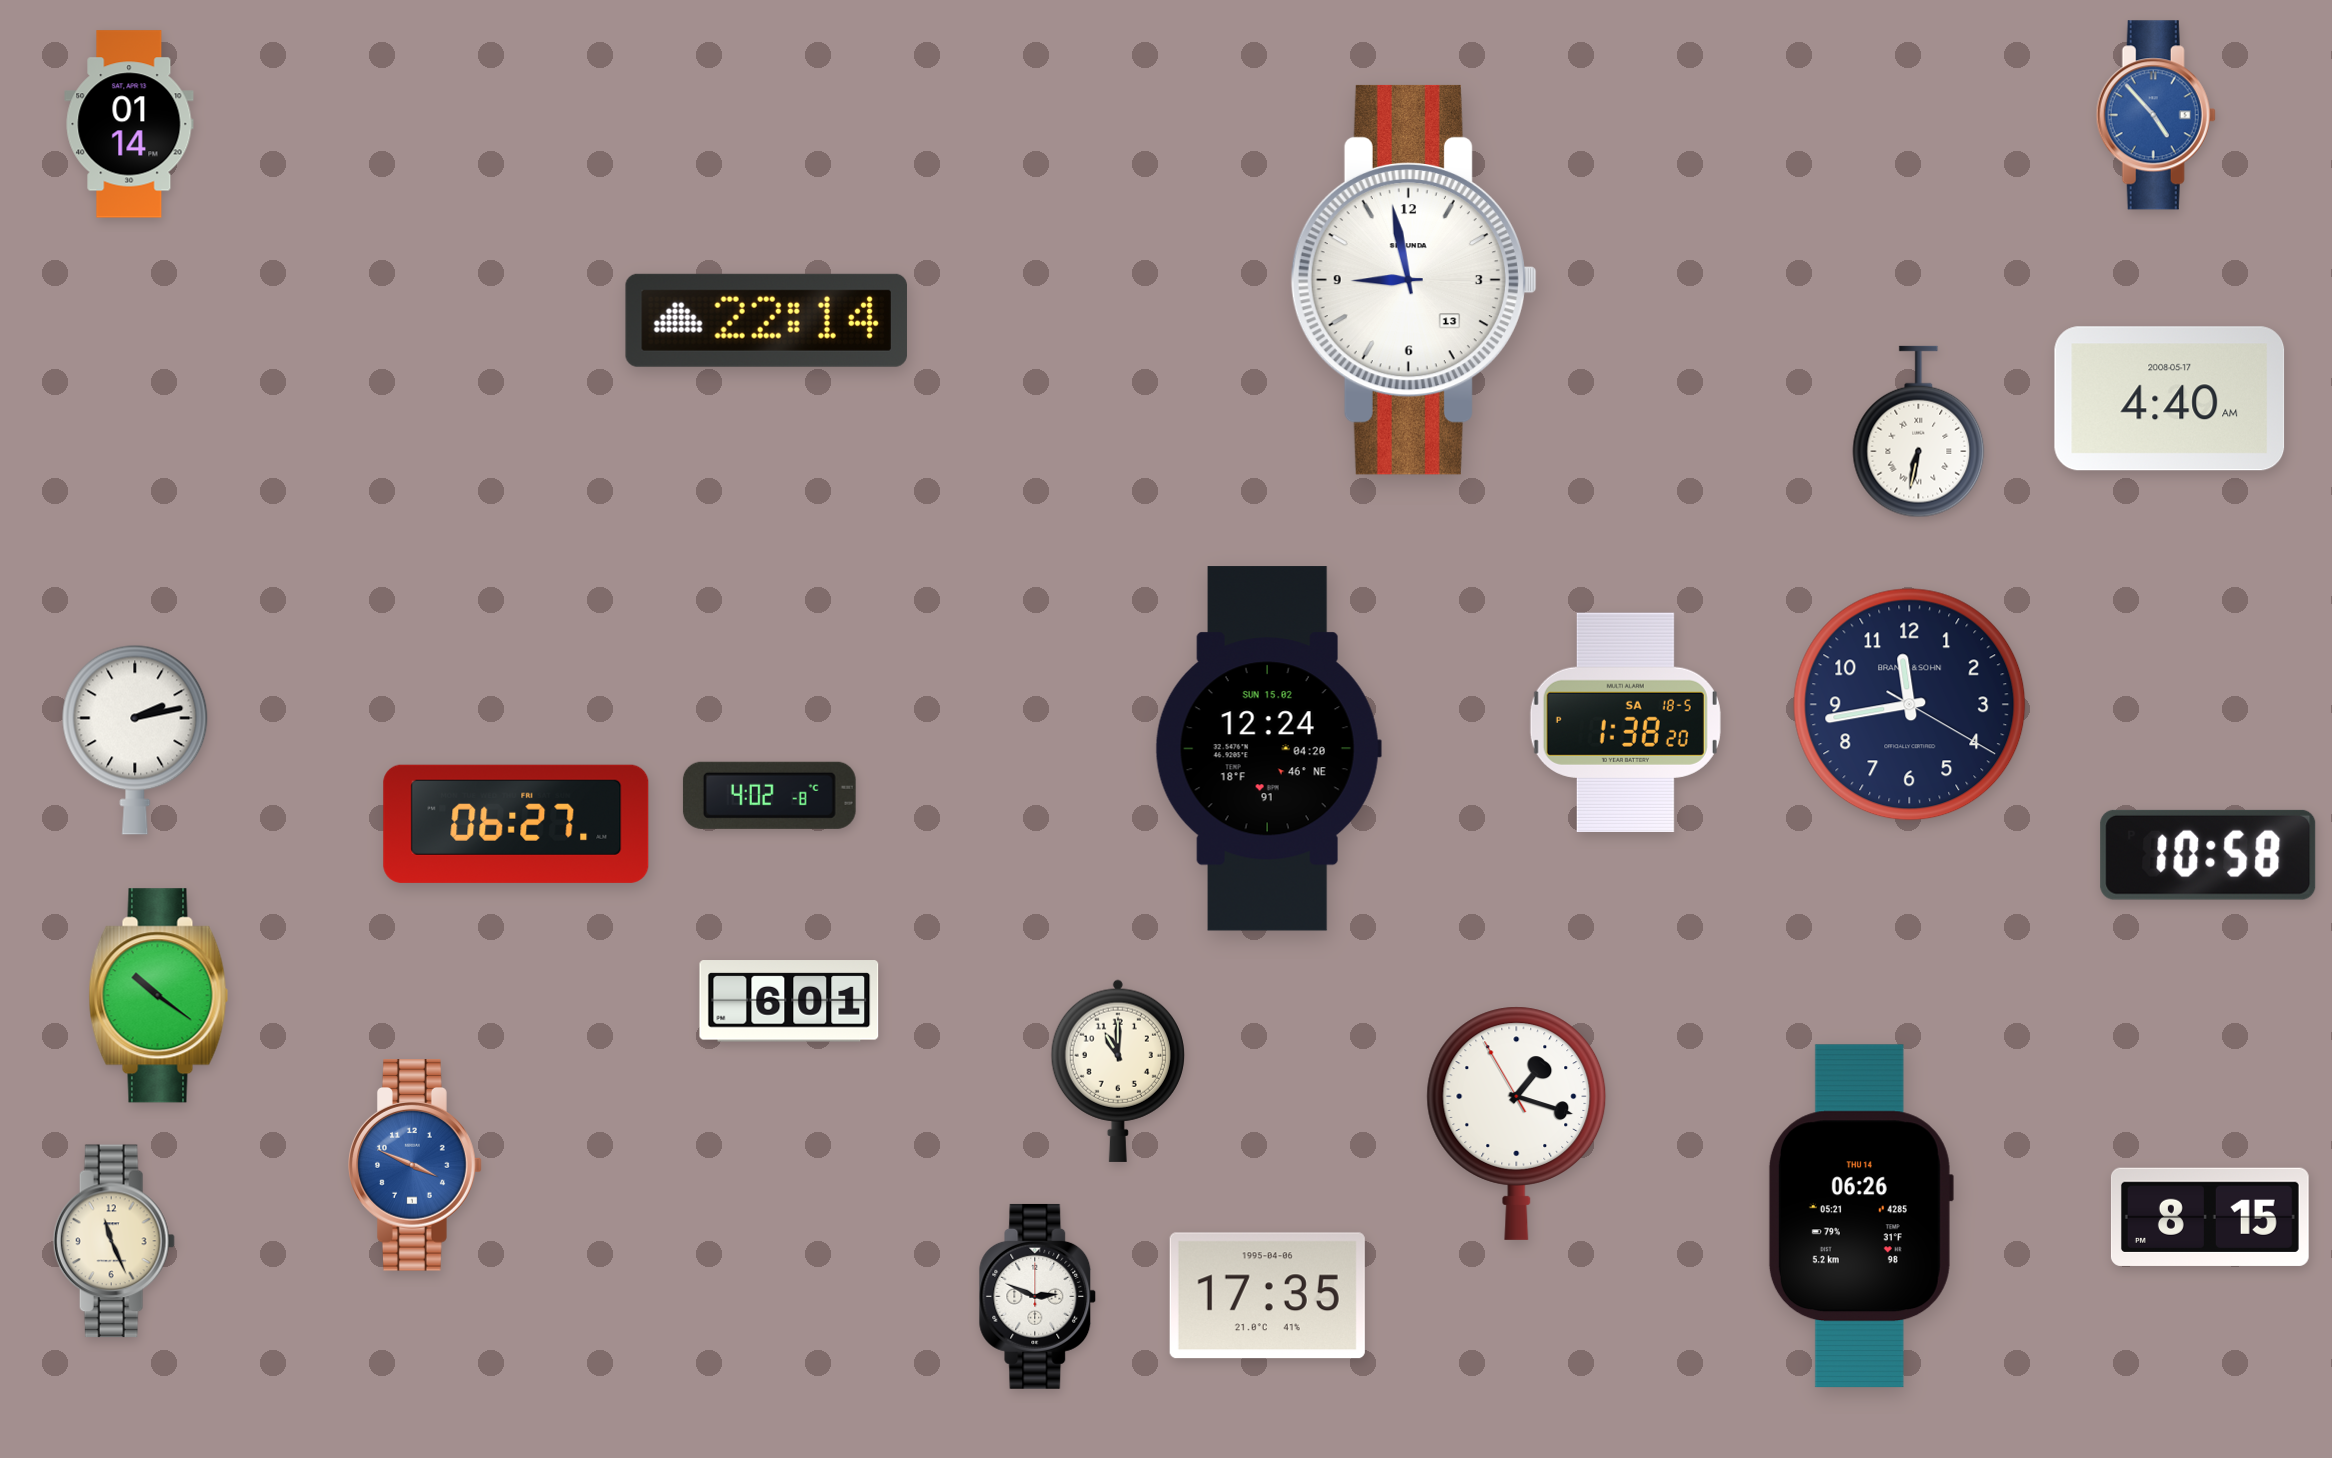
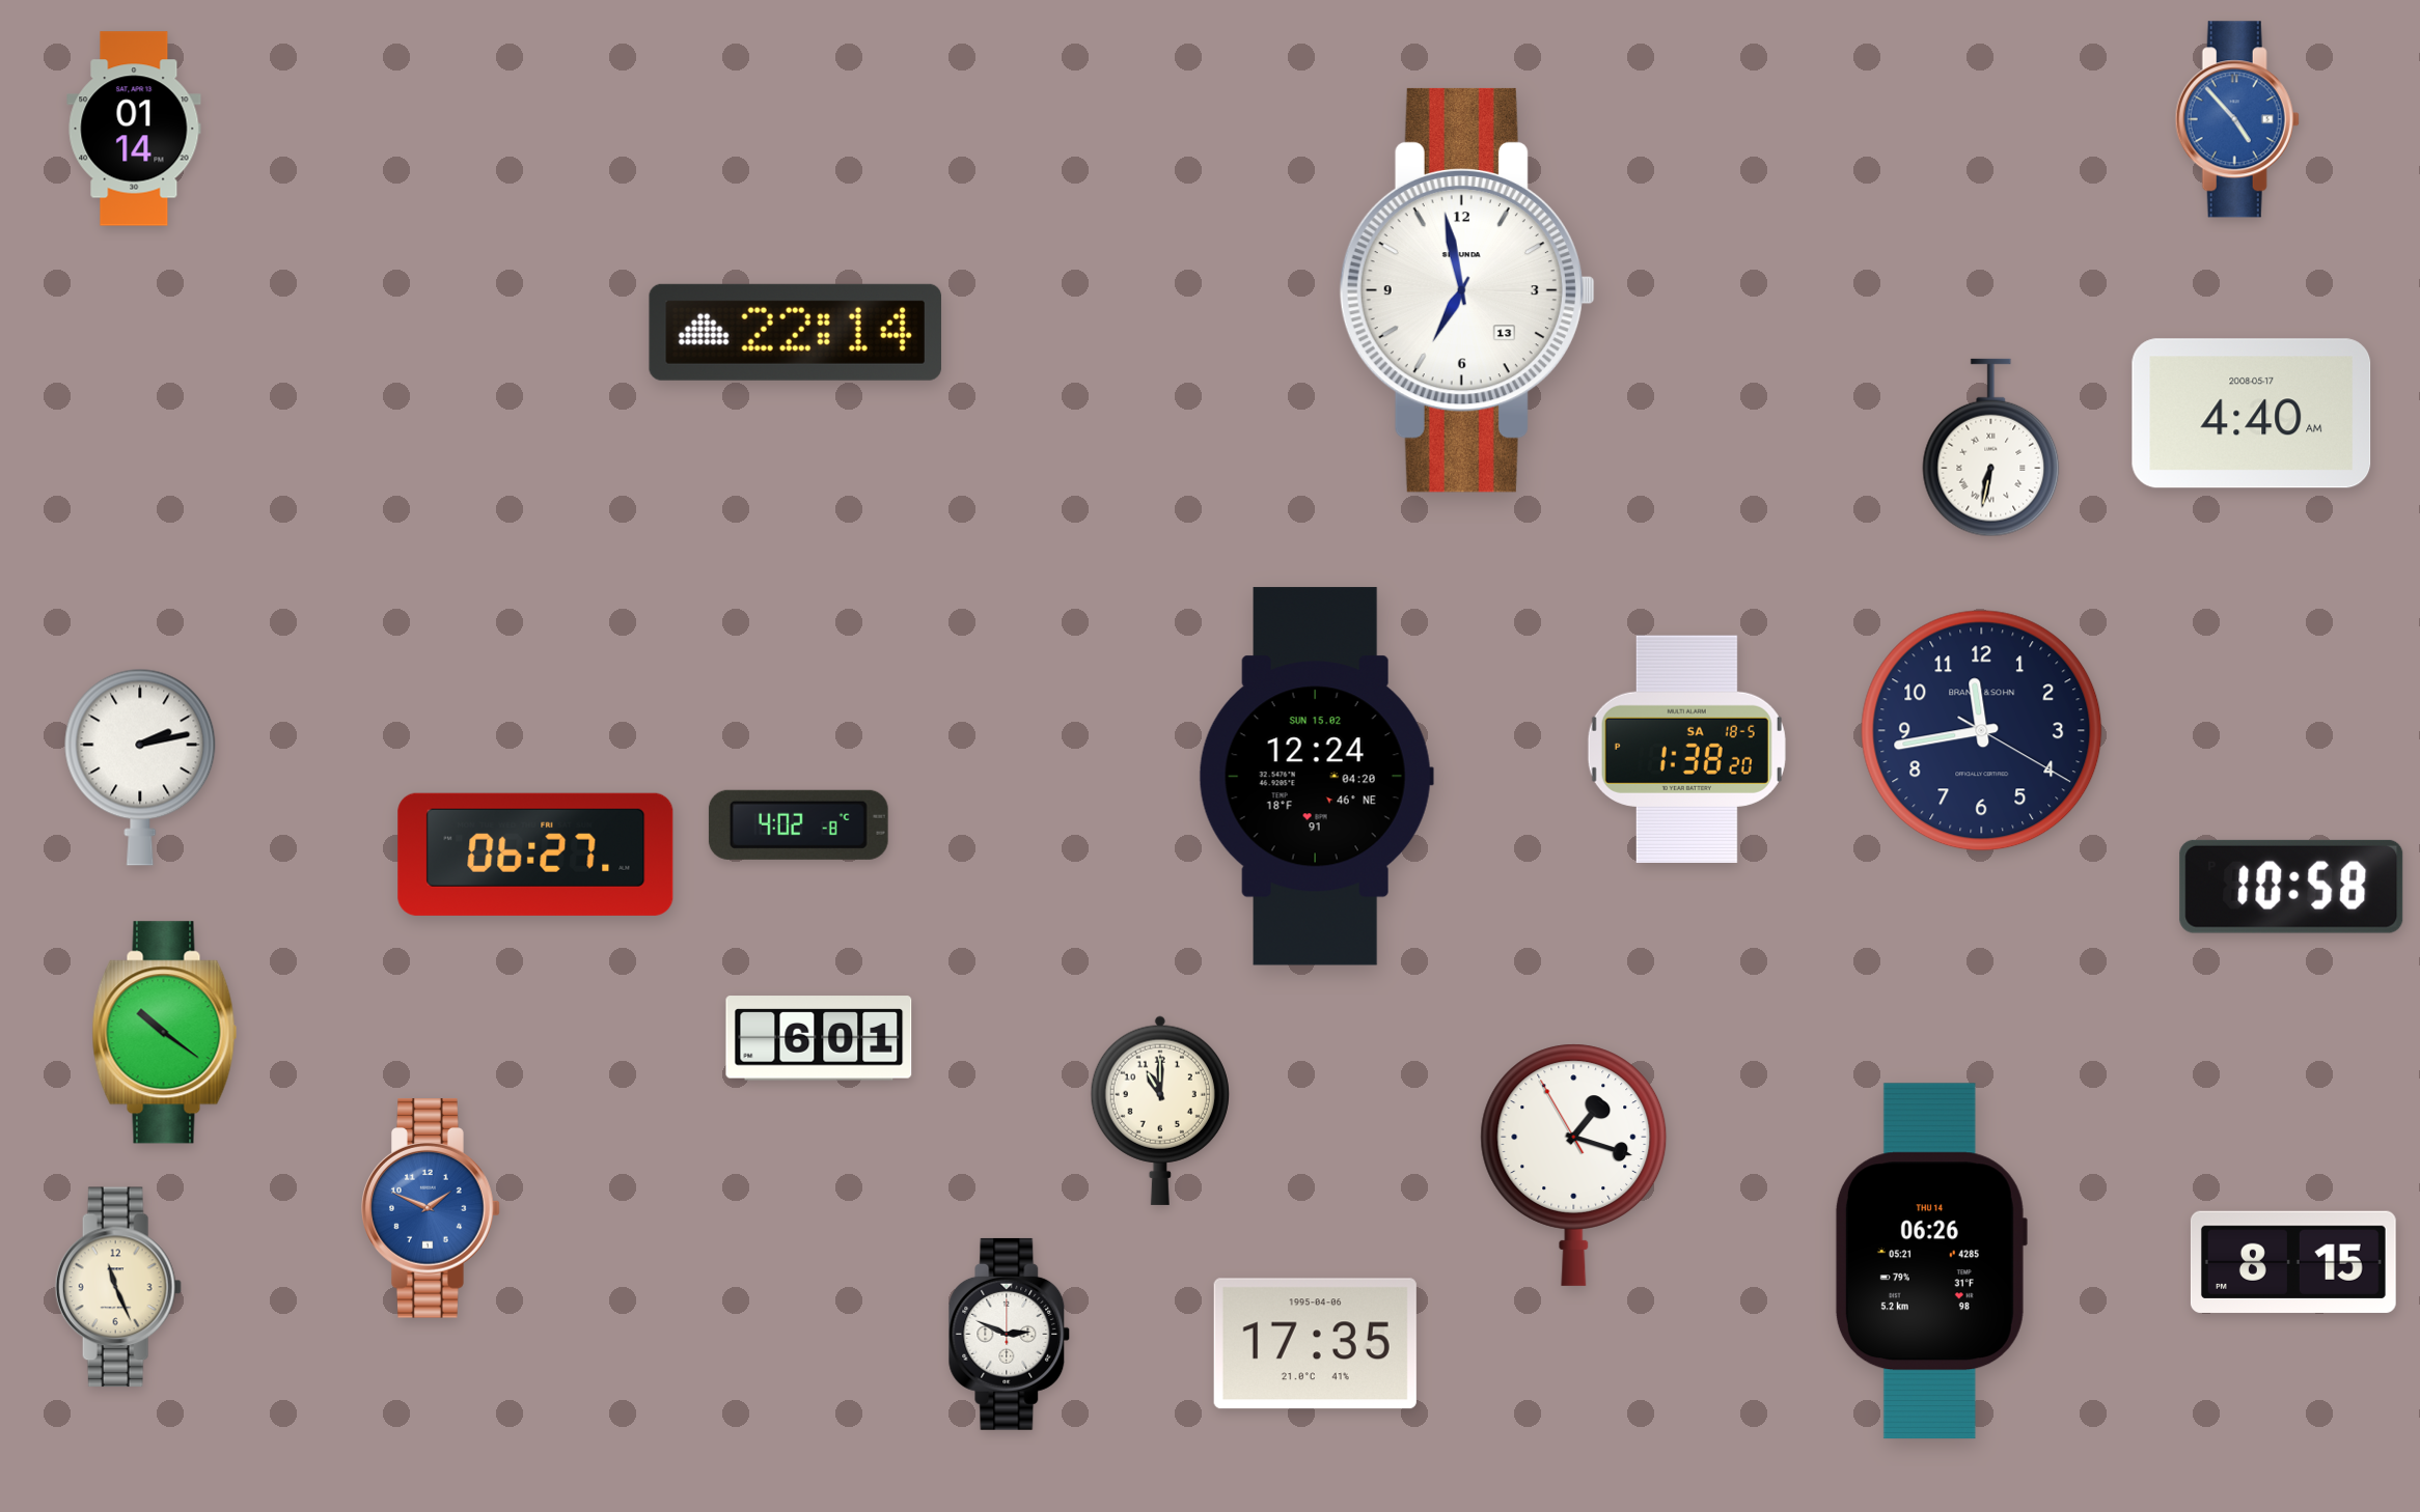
clock at (1414, 280): 8:58 -> 6:58
clock at (415, 1165): 3:49 -> 1:49
clock at (1038, 1296) position: (1038, 1296) -> (1010, 1334)
